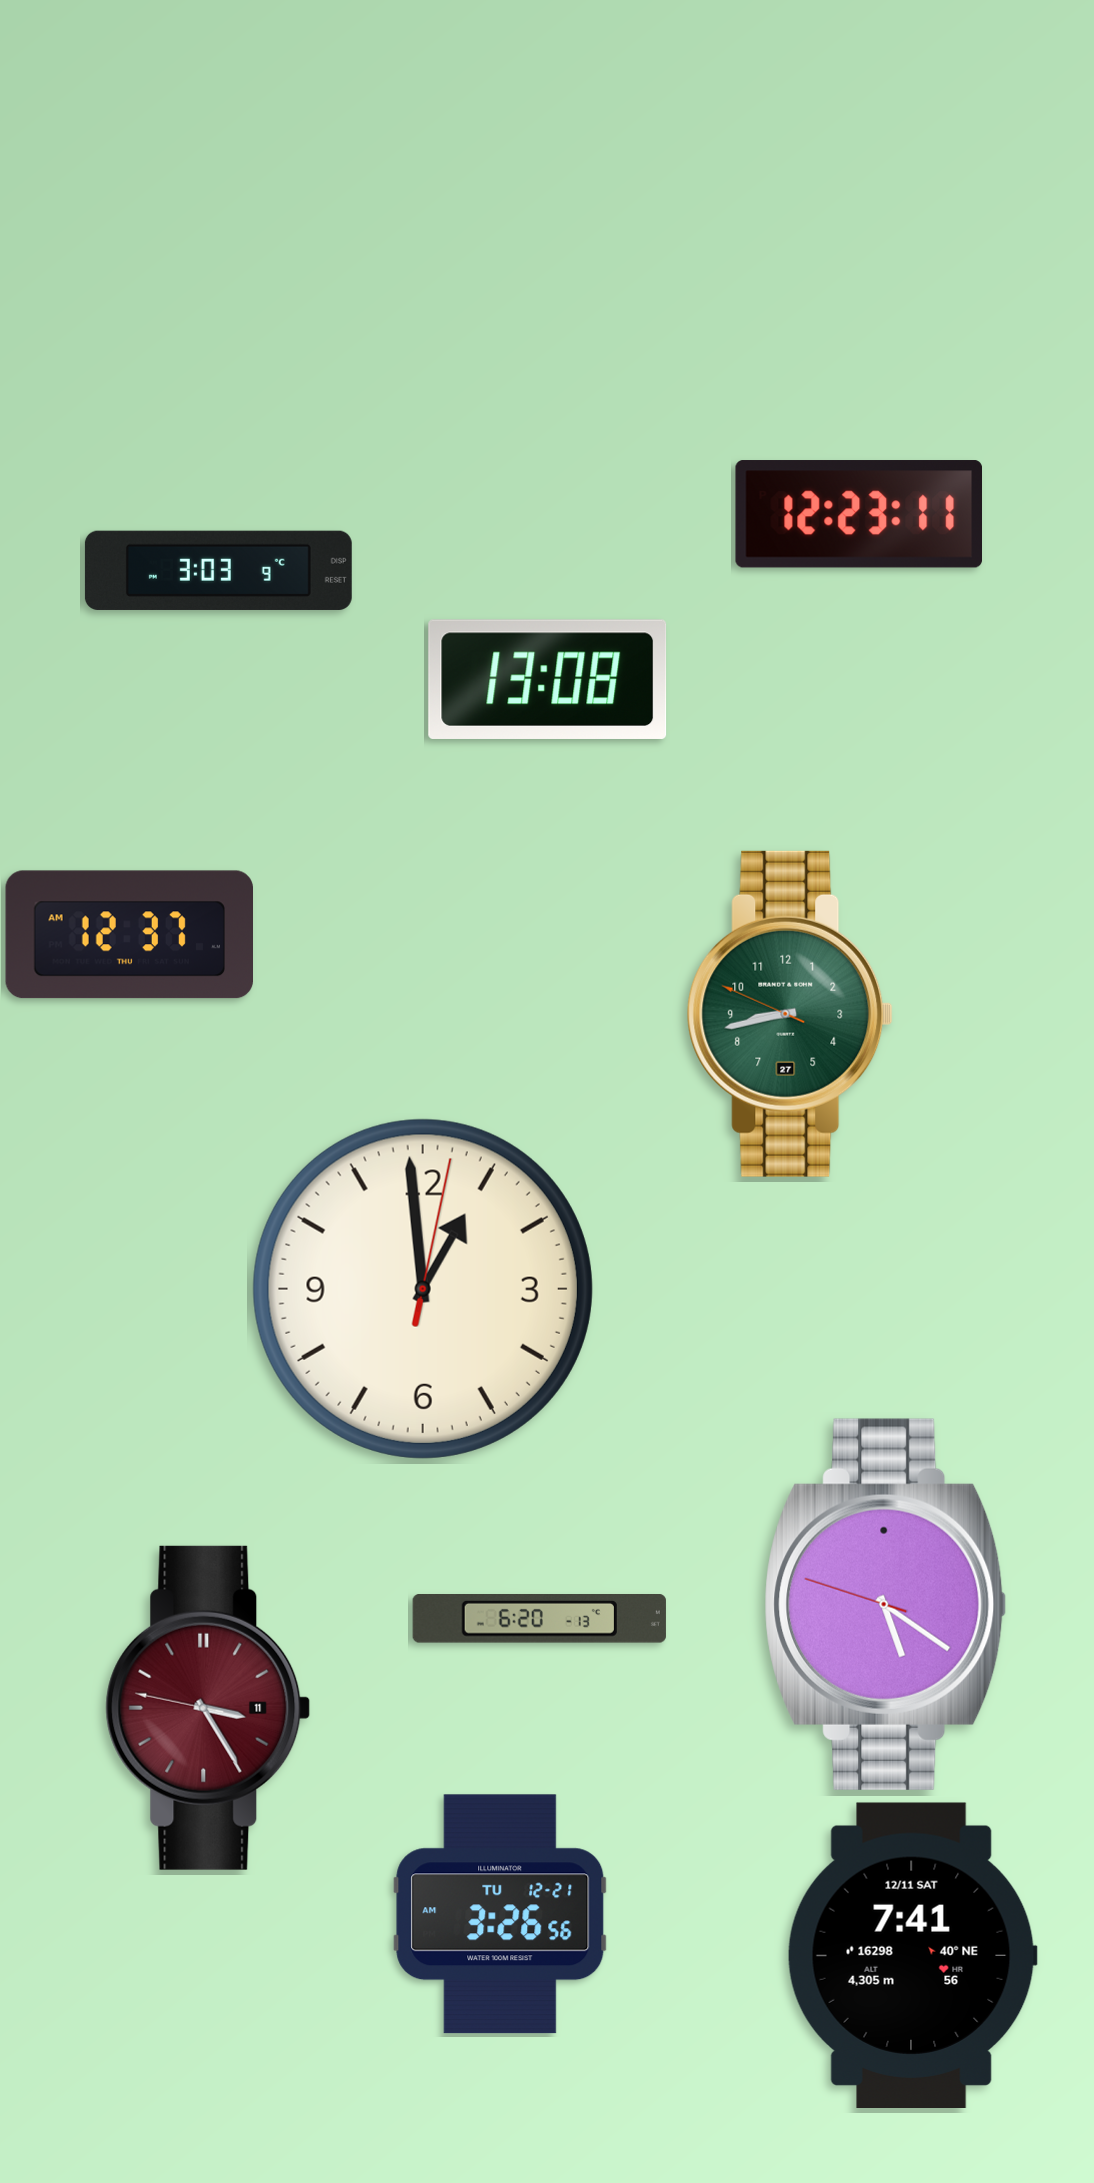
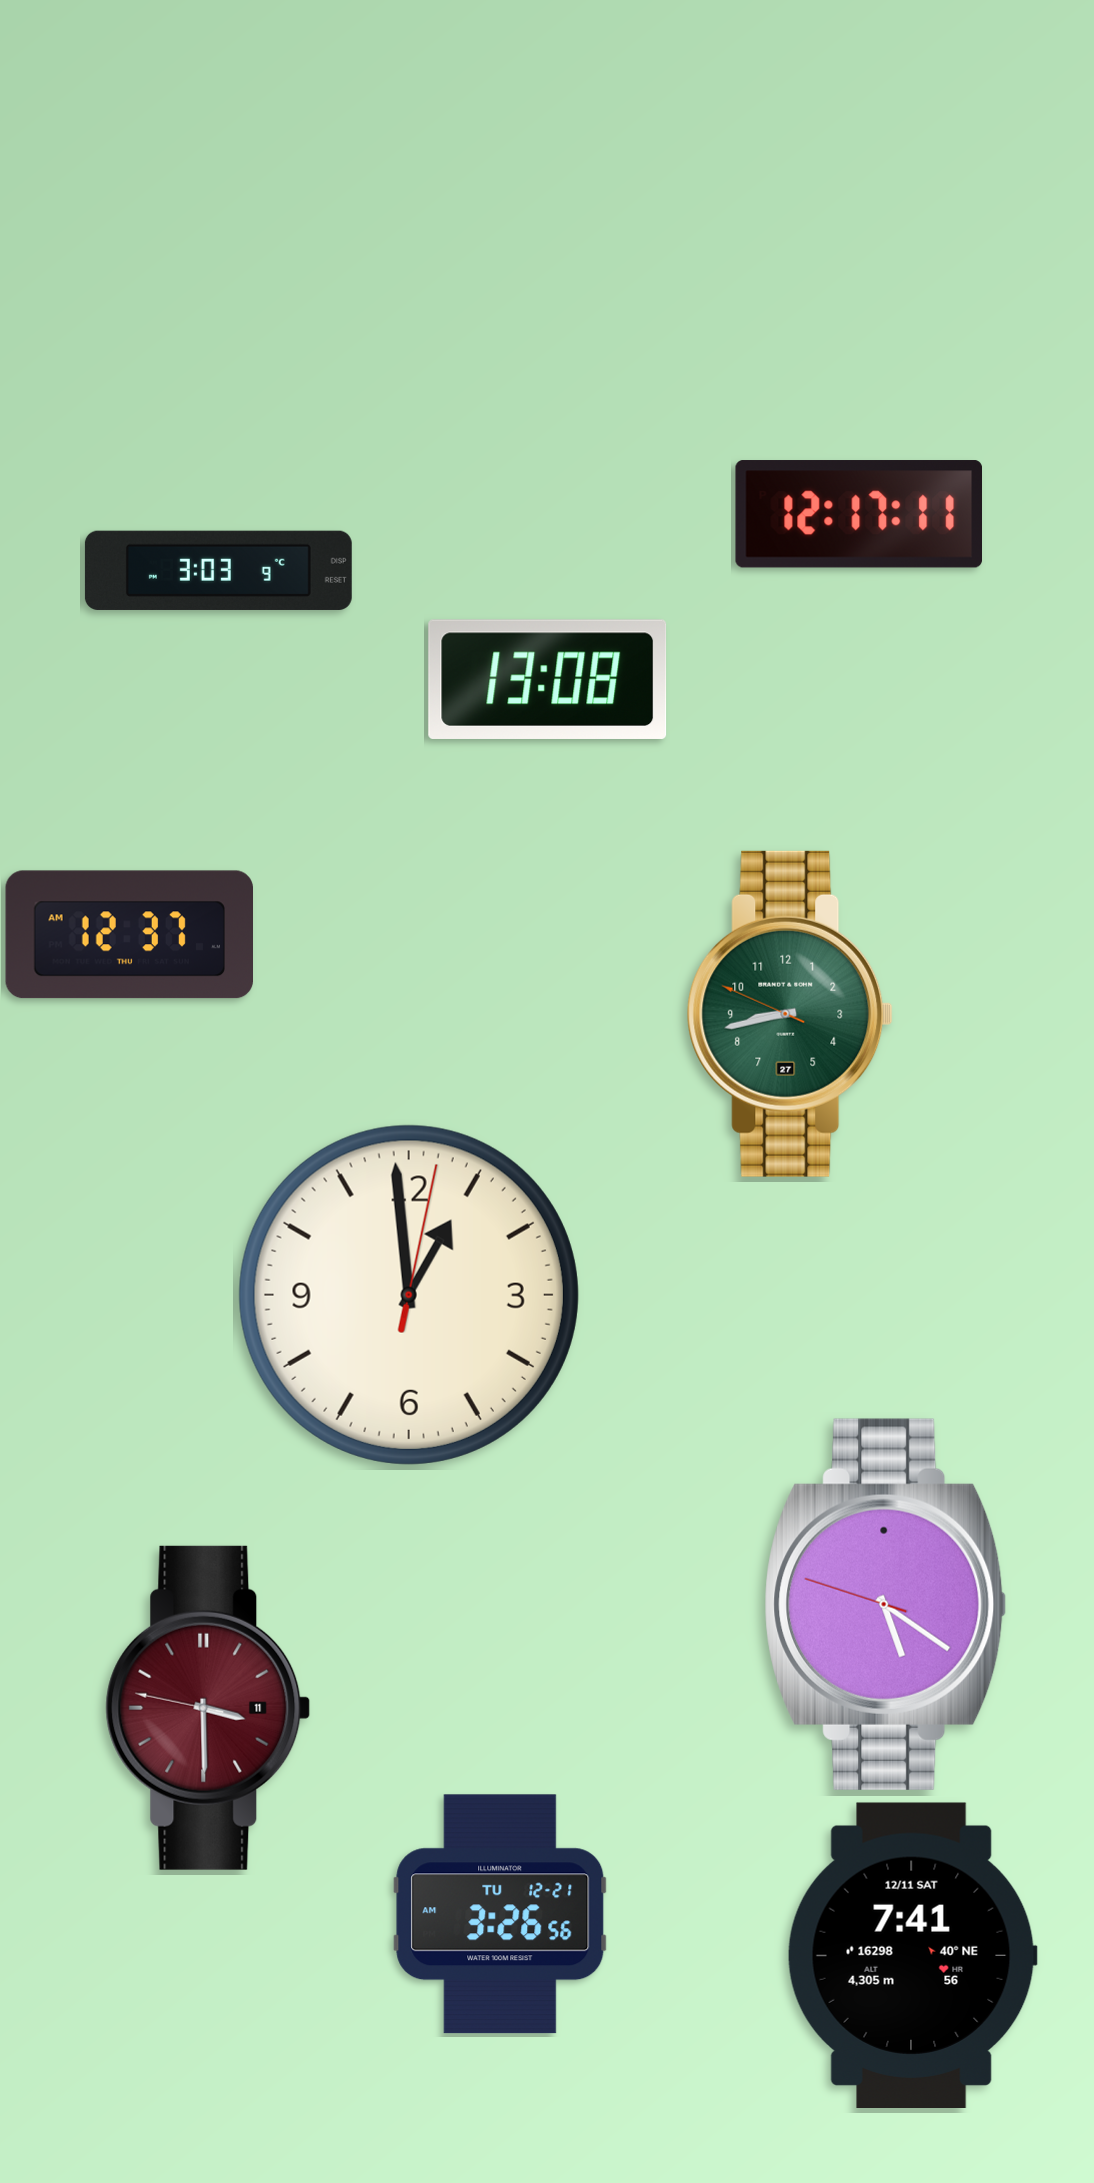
clock at (858, 514): 12:23 -> 12:17
clock at (423, 1289) position: (423, 1289) -> (409, 1295)
clock at (539, 1619): 6:20 -> none
clock at (208, 1708): 3:24 -> 3:29
